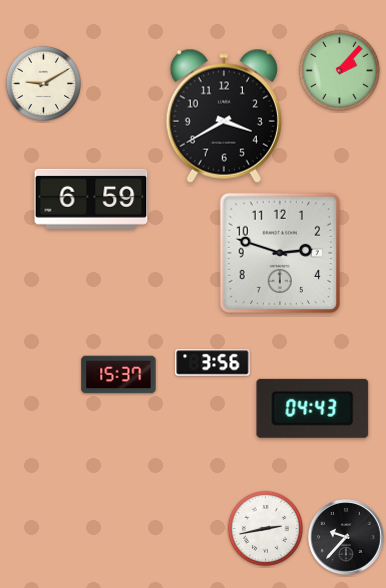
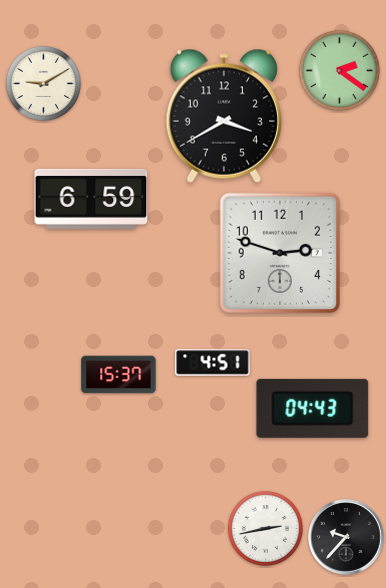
clock at (339, 70): 2:07 -> 2:21
clock at (213, 363): 3:56 -> 4:51
